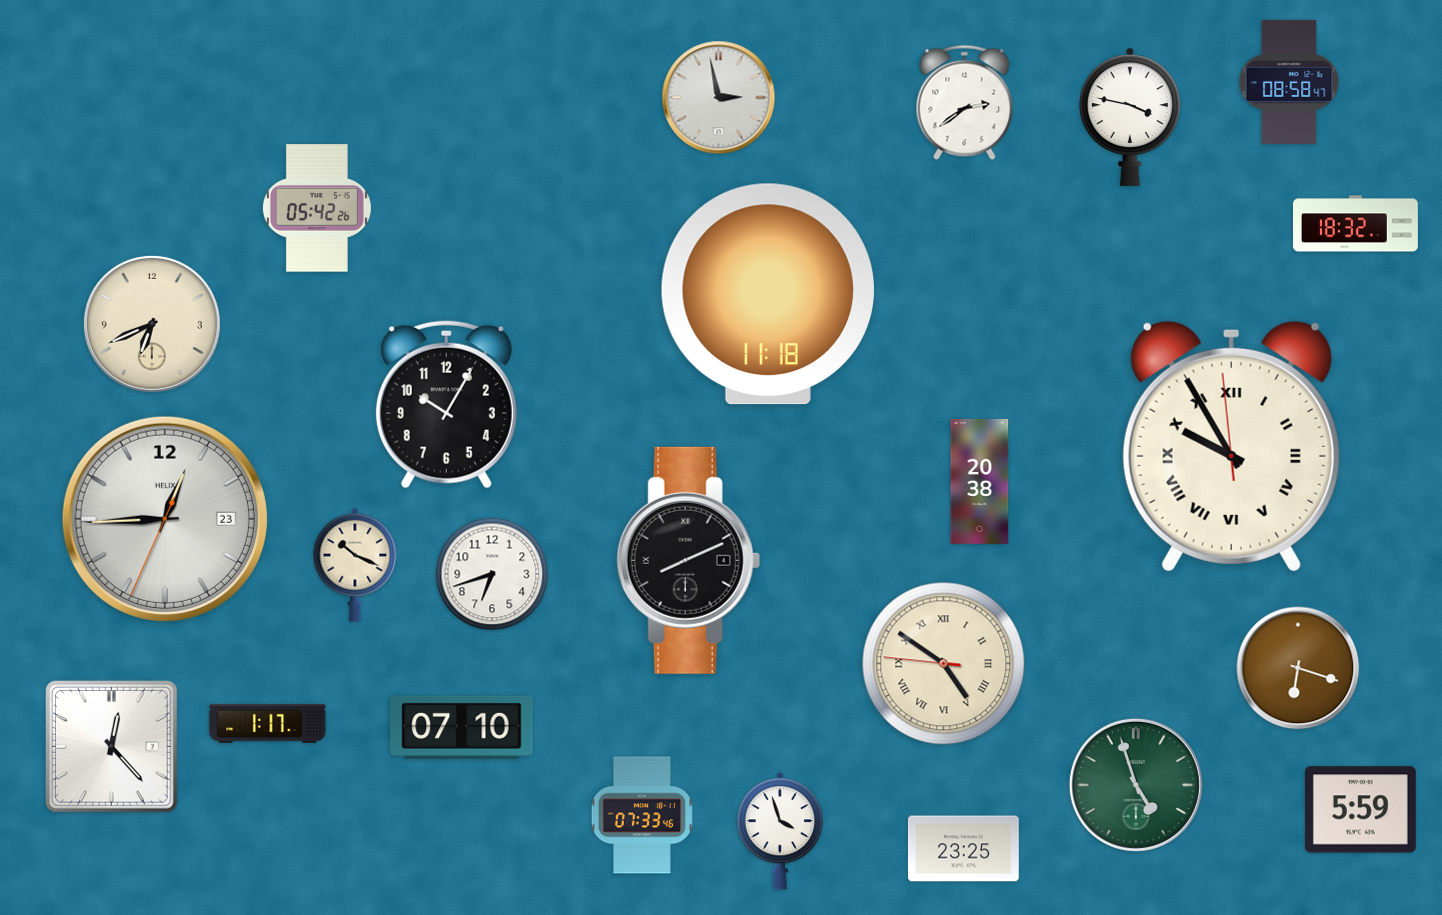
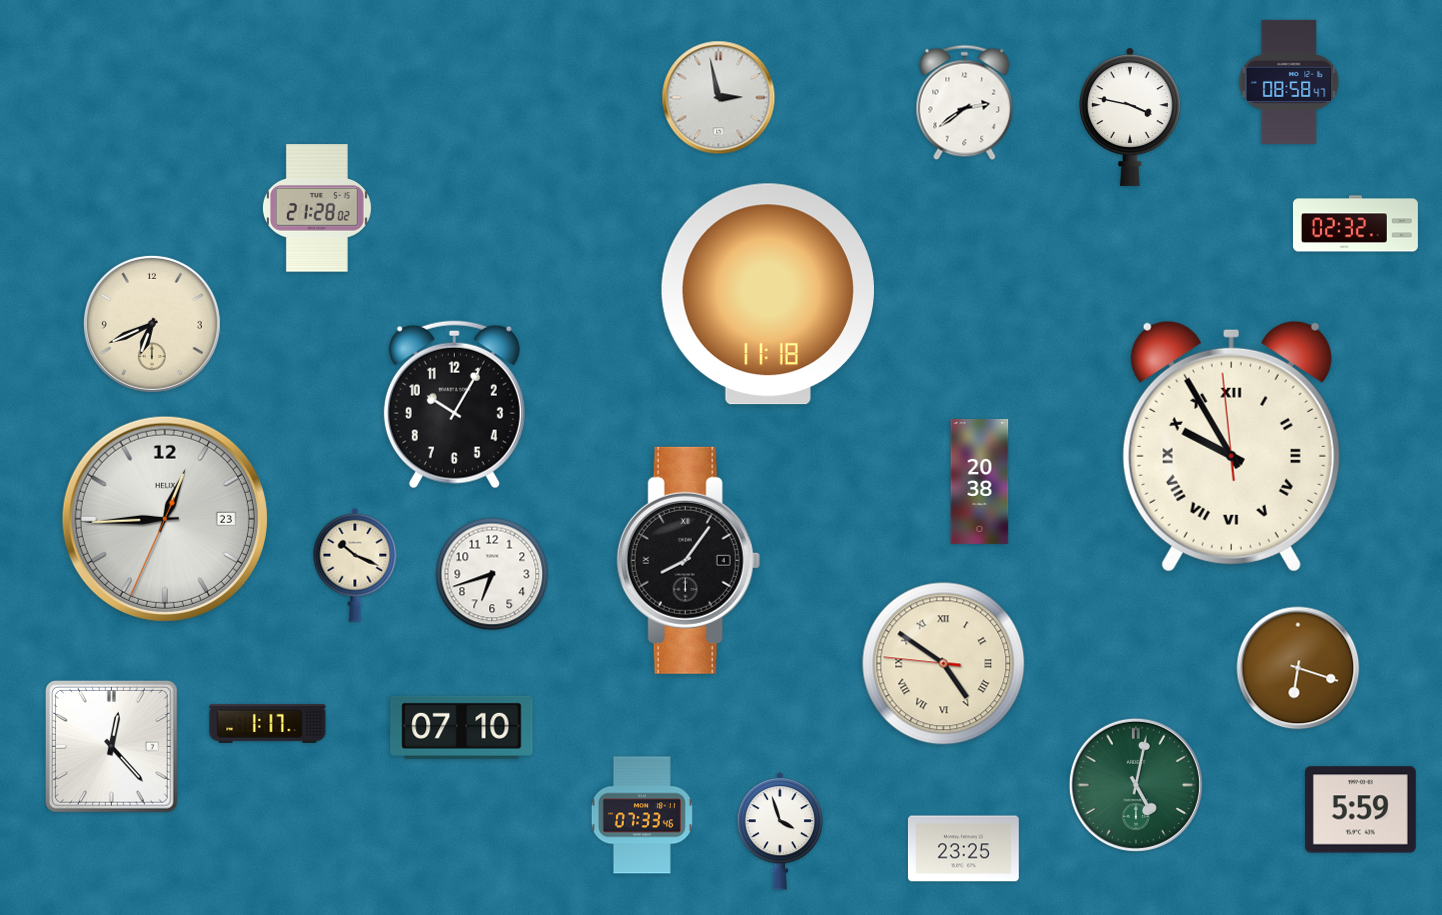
clock at (317, 208): 05:42 -> 21:28
clock at (1355, 224): 18:32 -> 02:32
clock at (446, 405) position: (446, 405) -> (454, 405)
clock at (688, 560): 8:11 -> 8:06
clock at (1136, 785): 4:57 -> 5:02
